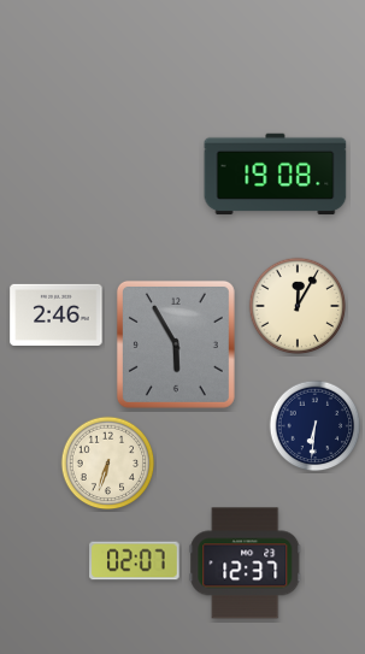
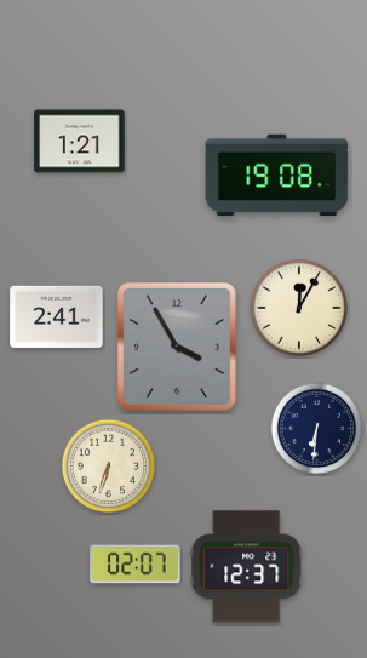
clock at (80, 142): none -> 1:21
clock at (57, 314): 2:46 -> 2:41
clock at (176, 344): 5:55 -> 3:55
